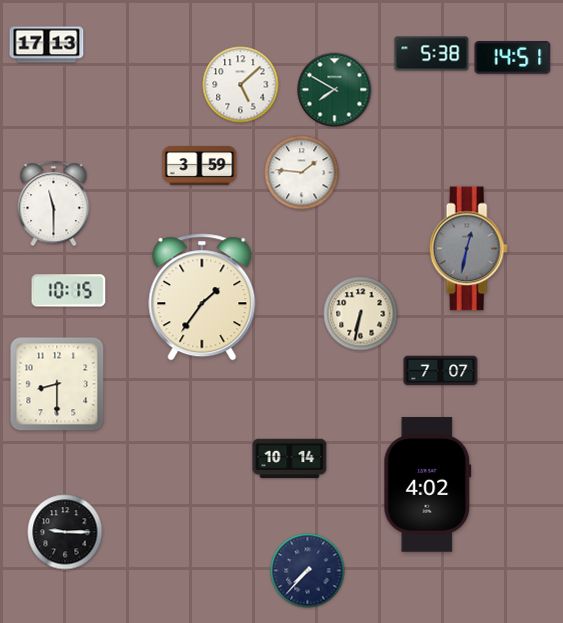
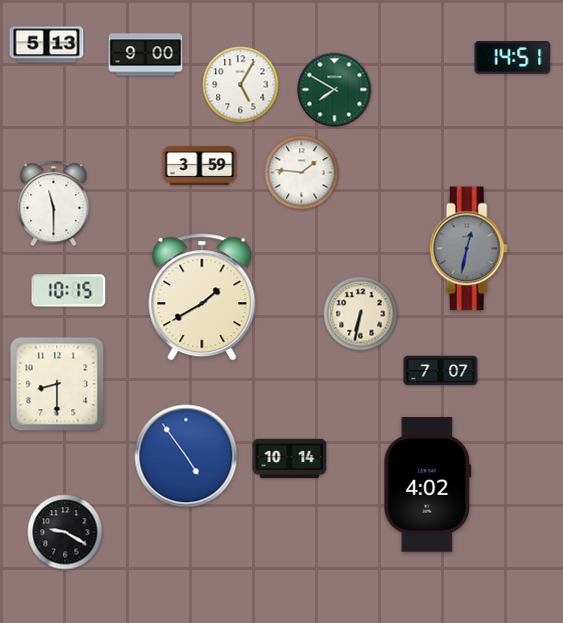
clock at (47, 45): 17:13 -> 5:13
clock at (432, 54): 5:38 -> none
clock at (146, 55): none -> 9:00
clock at (241, 85): 5:08 -> 5:05
clock at (202, 297): 1:36 -> 1:40
clock at (186, 456): none -> 4:54
clock at (65, 532): 9:15 -> 9:20
clock at (308, 571): 7:37 -> none
